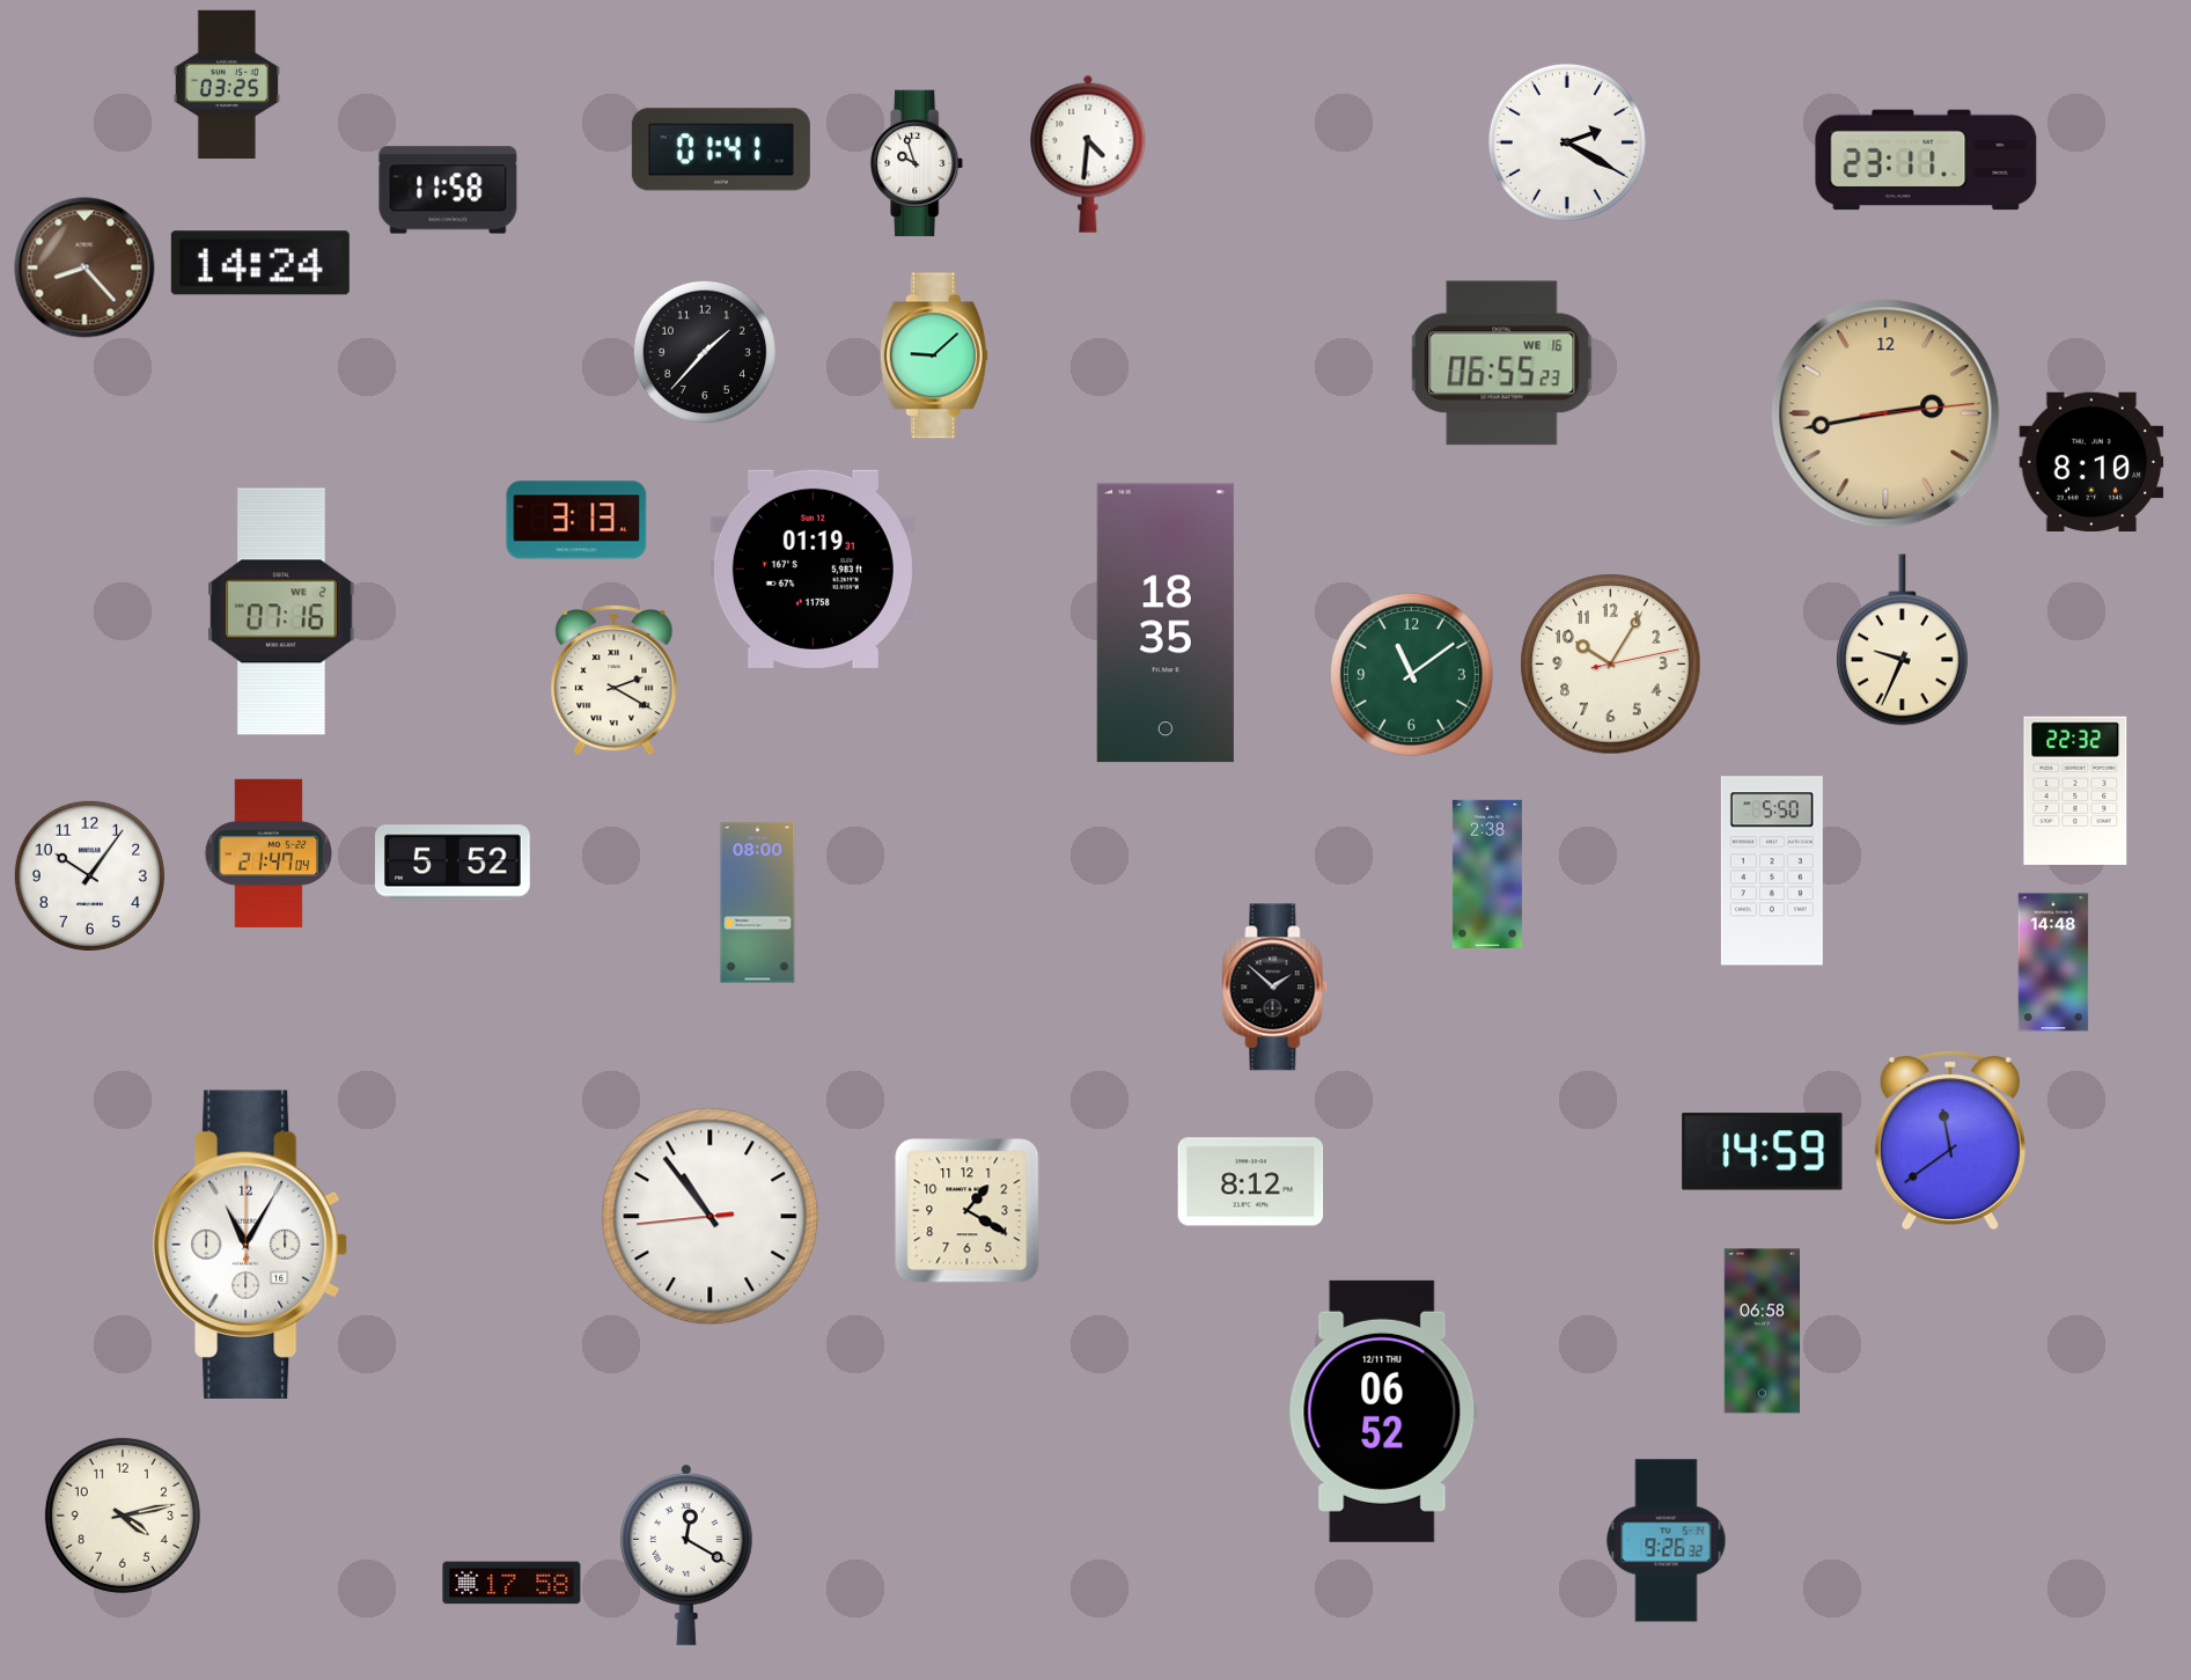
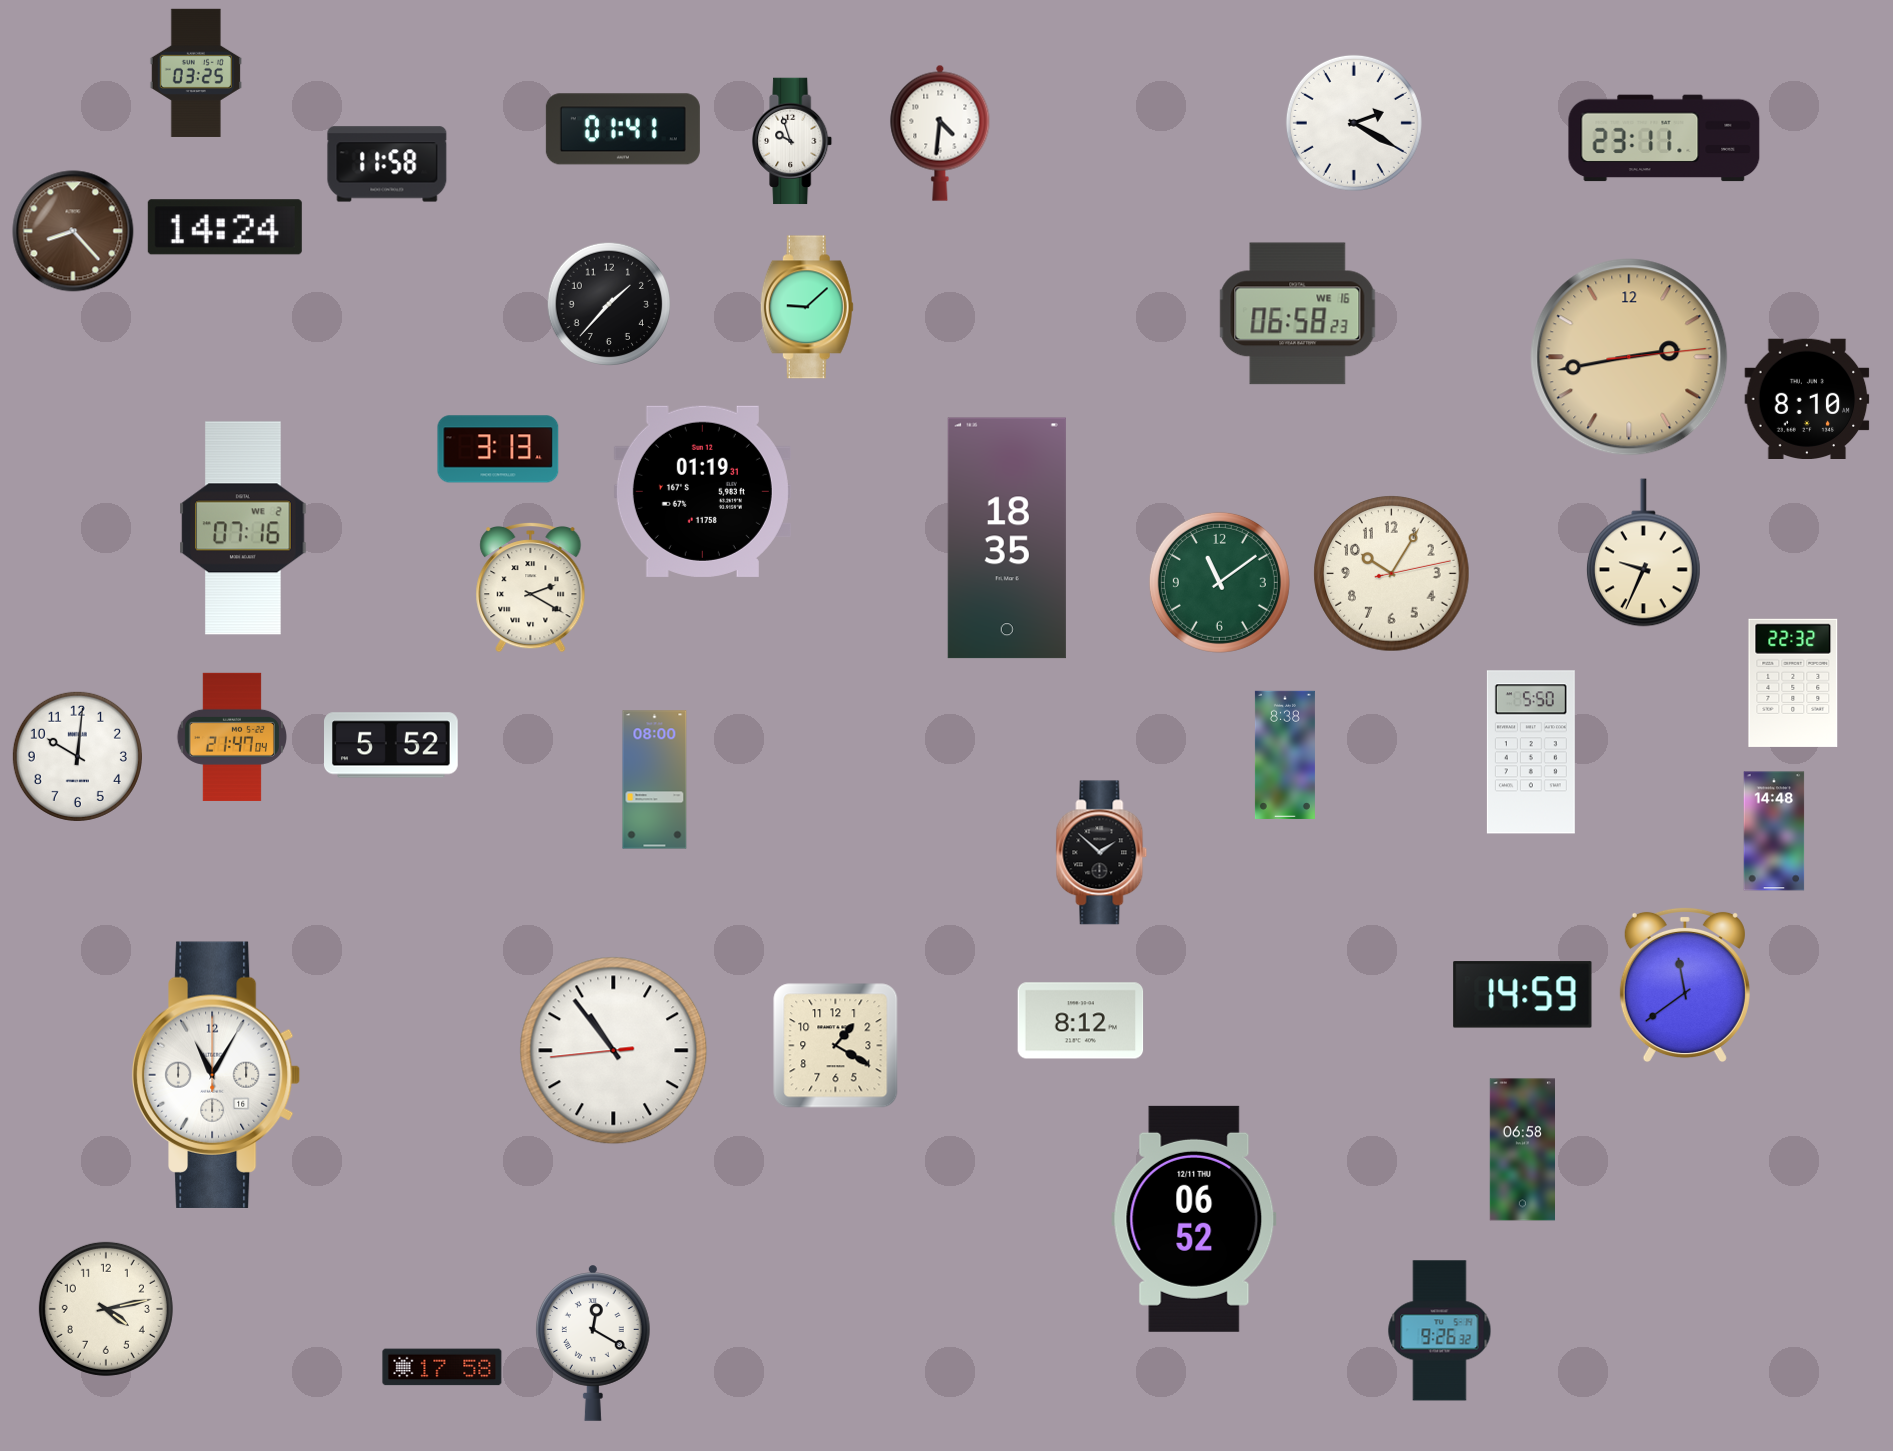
clock at (1502, 364): 06:55 -> 06:58
clock at (1487, 874): 2:38 -> 8:38
clock at (89, 875): 10:06 -> 10:01
